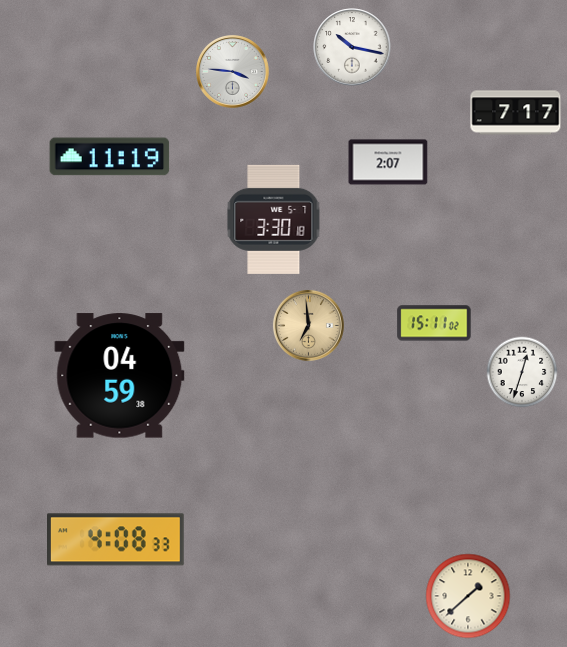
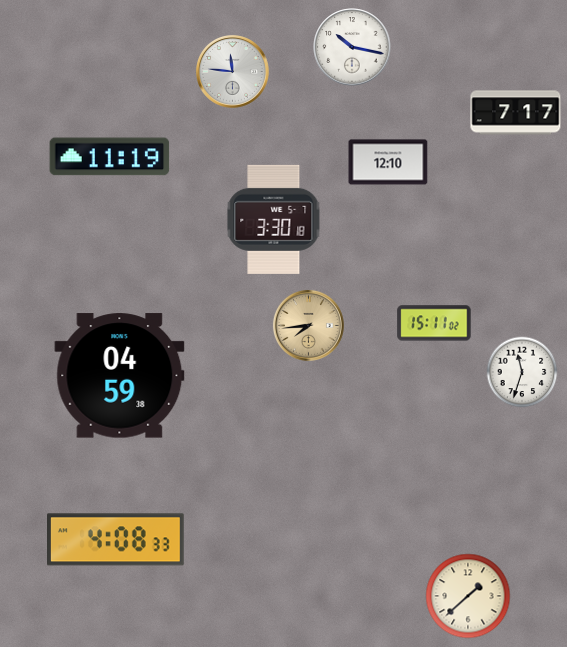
clock at (233, 72): 3:46 -> 11:46
clock at (388, 162): 2:07 -> 12:10
clock at (308, 325): 6:59 -> 7:44
clock at (522, 372): 12:33 -> 11:33
